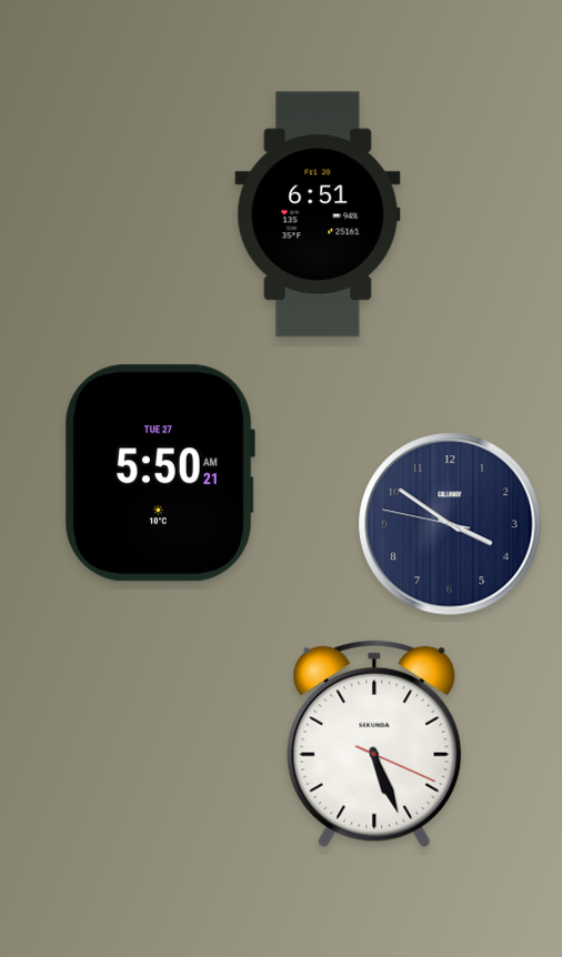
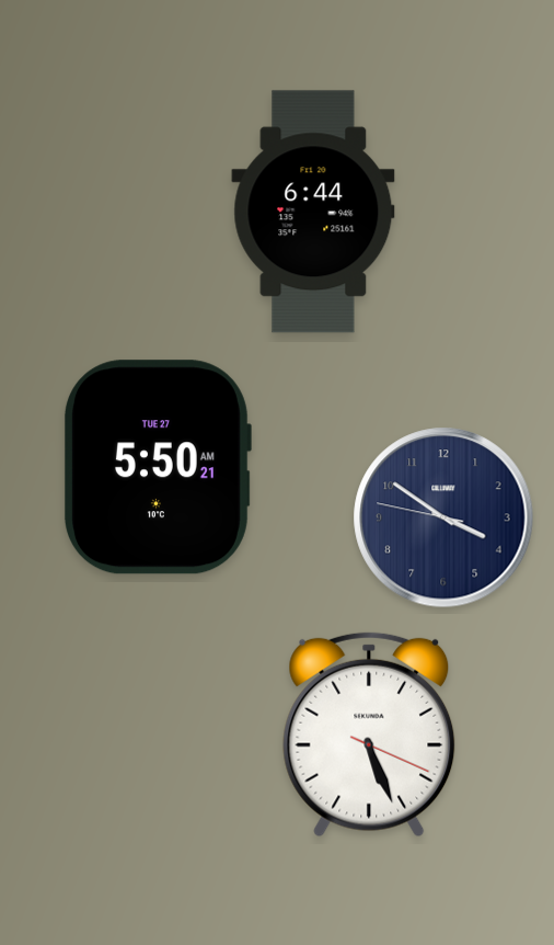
clock at (318, 214): 6:51 -> 6:44
